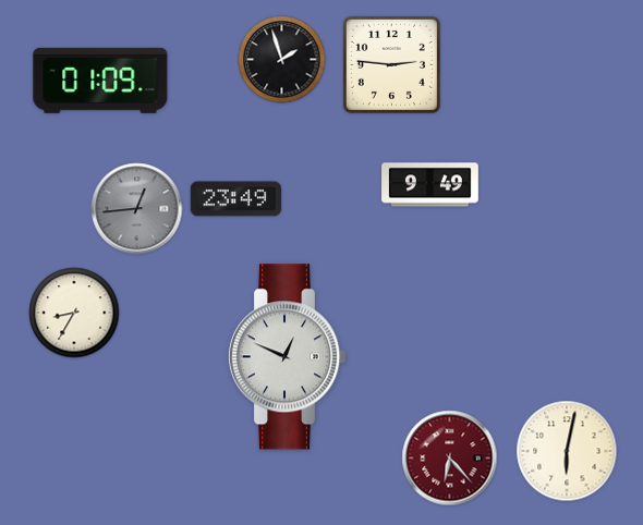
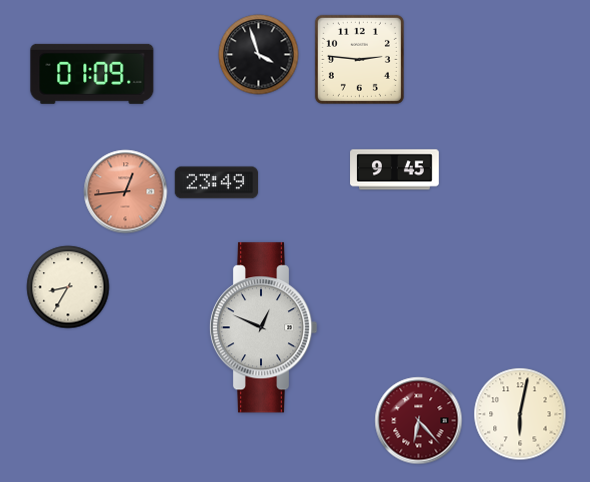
clock at (282, 60): 1:57 -> 3:57
clock at (430, 185): 9:49 -> 9:45
clock at (137, 209) dial: grey -> salmon
clock at (450, 459) position: (450, 459) -> (419, 421)
